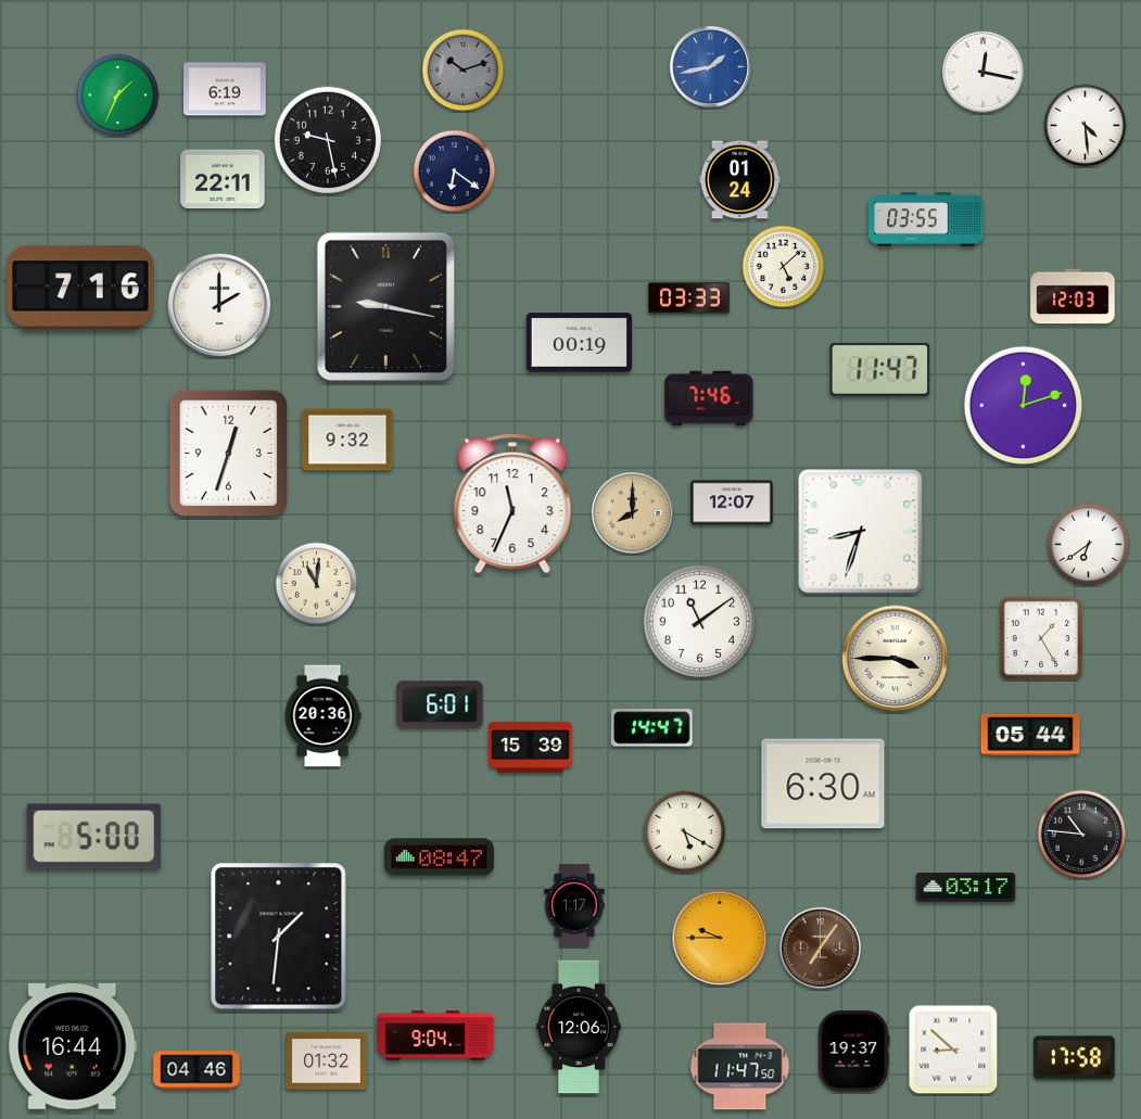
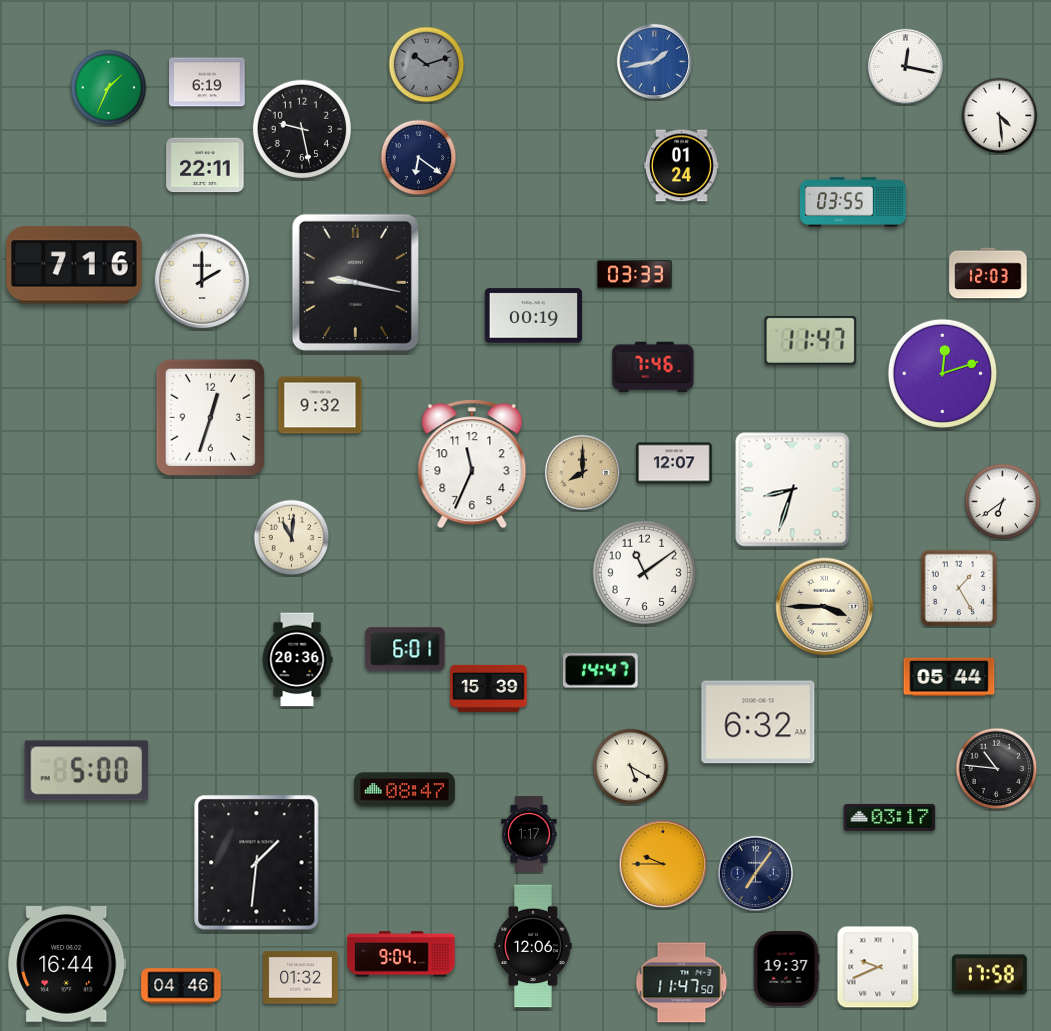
clock at (784, 267): 5:08 -> none
clock at (823, 784): 6:30 -> 6:32
clock at (820, 948) dial: brown -> navy
clock at (953, 1050): 8:52 -> 9:41
